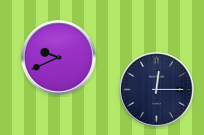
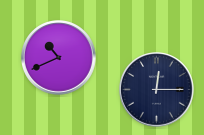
clock at (59, 58): 9:41 -> 10:41
